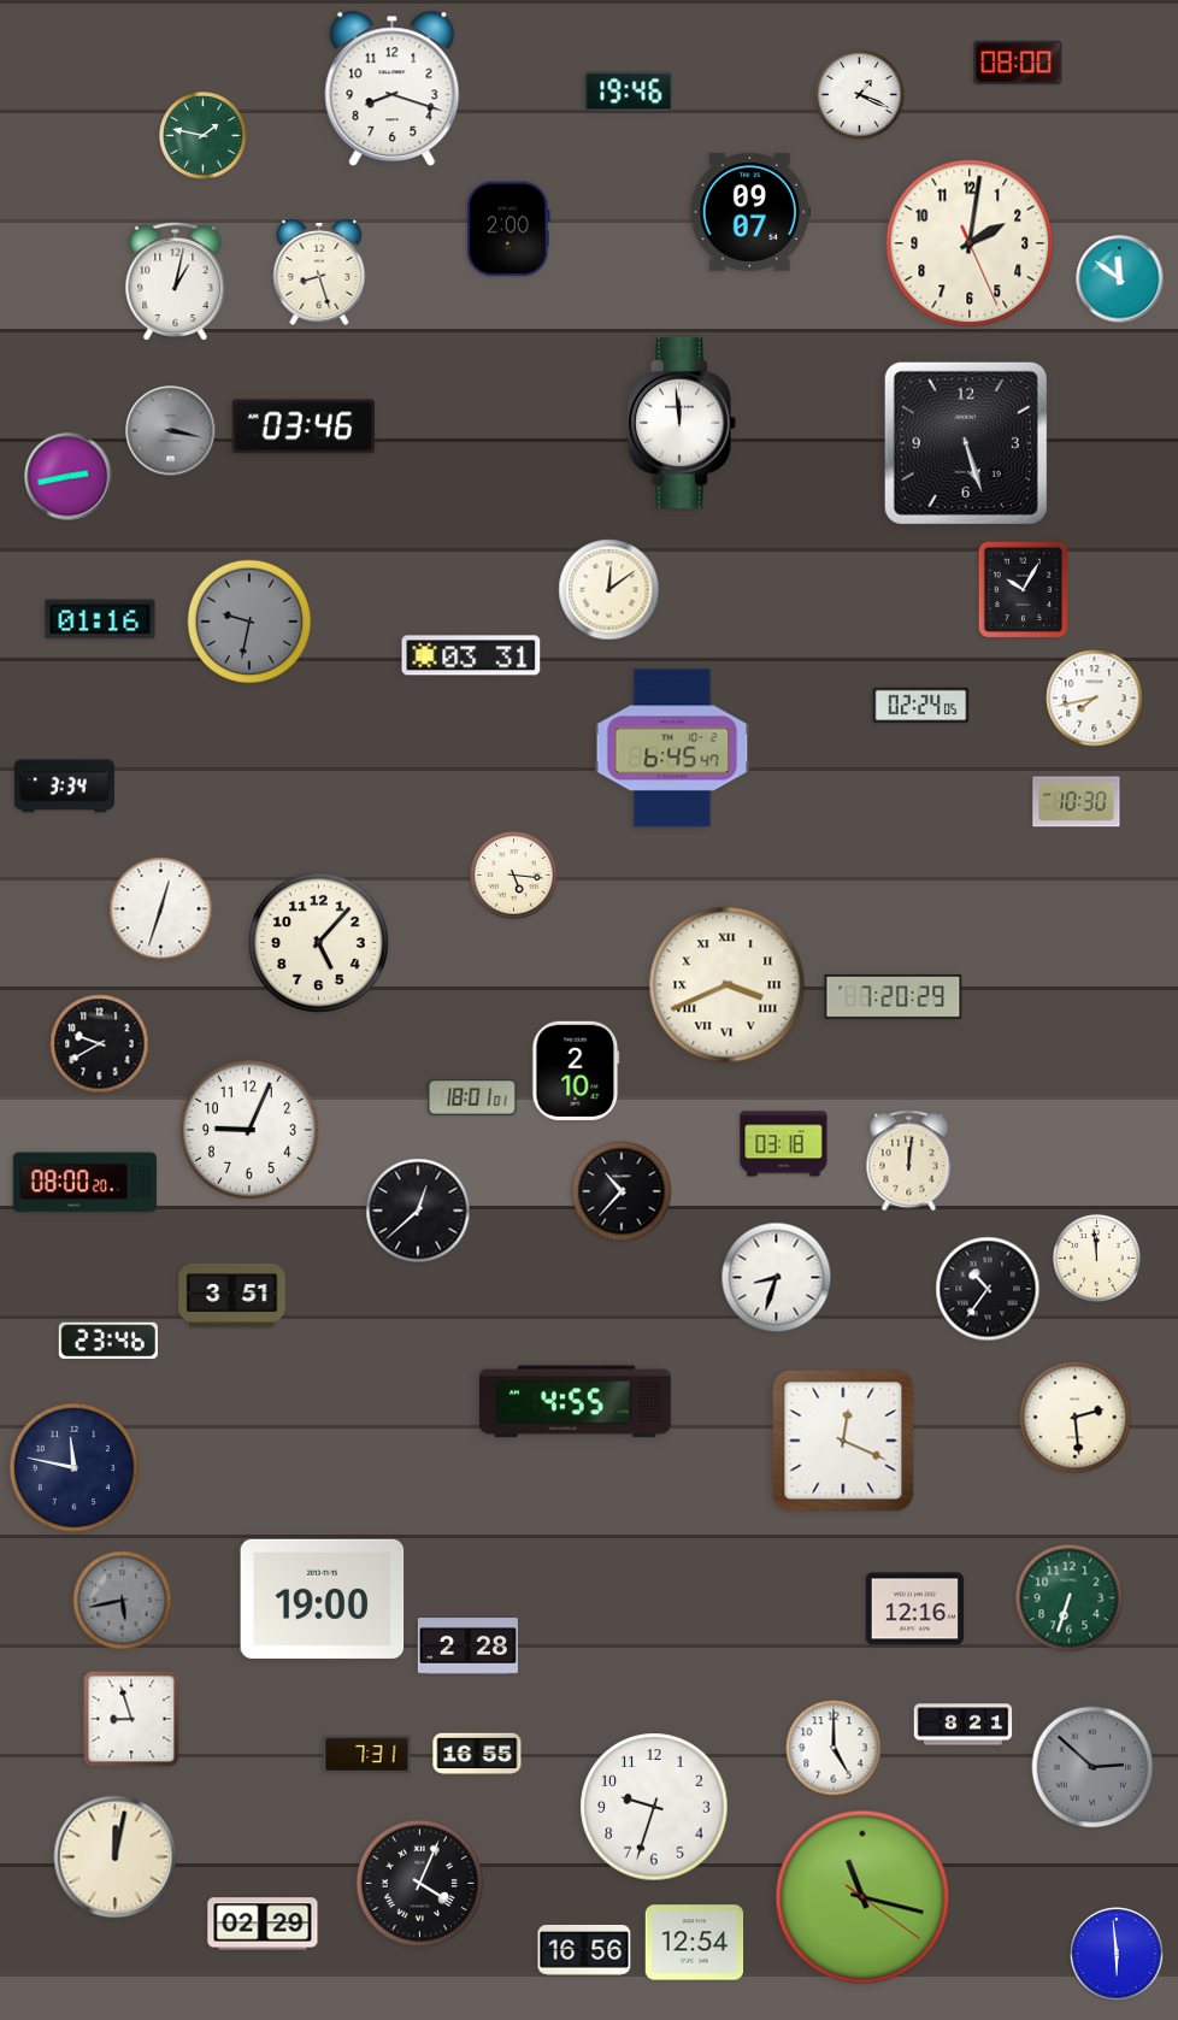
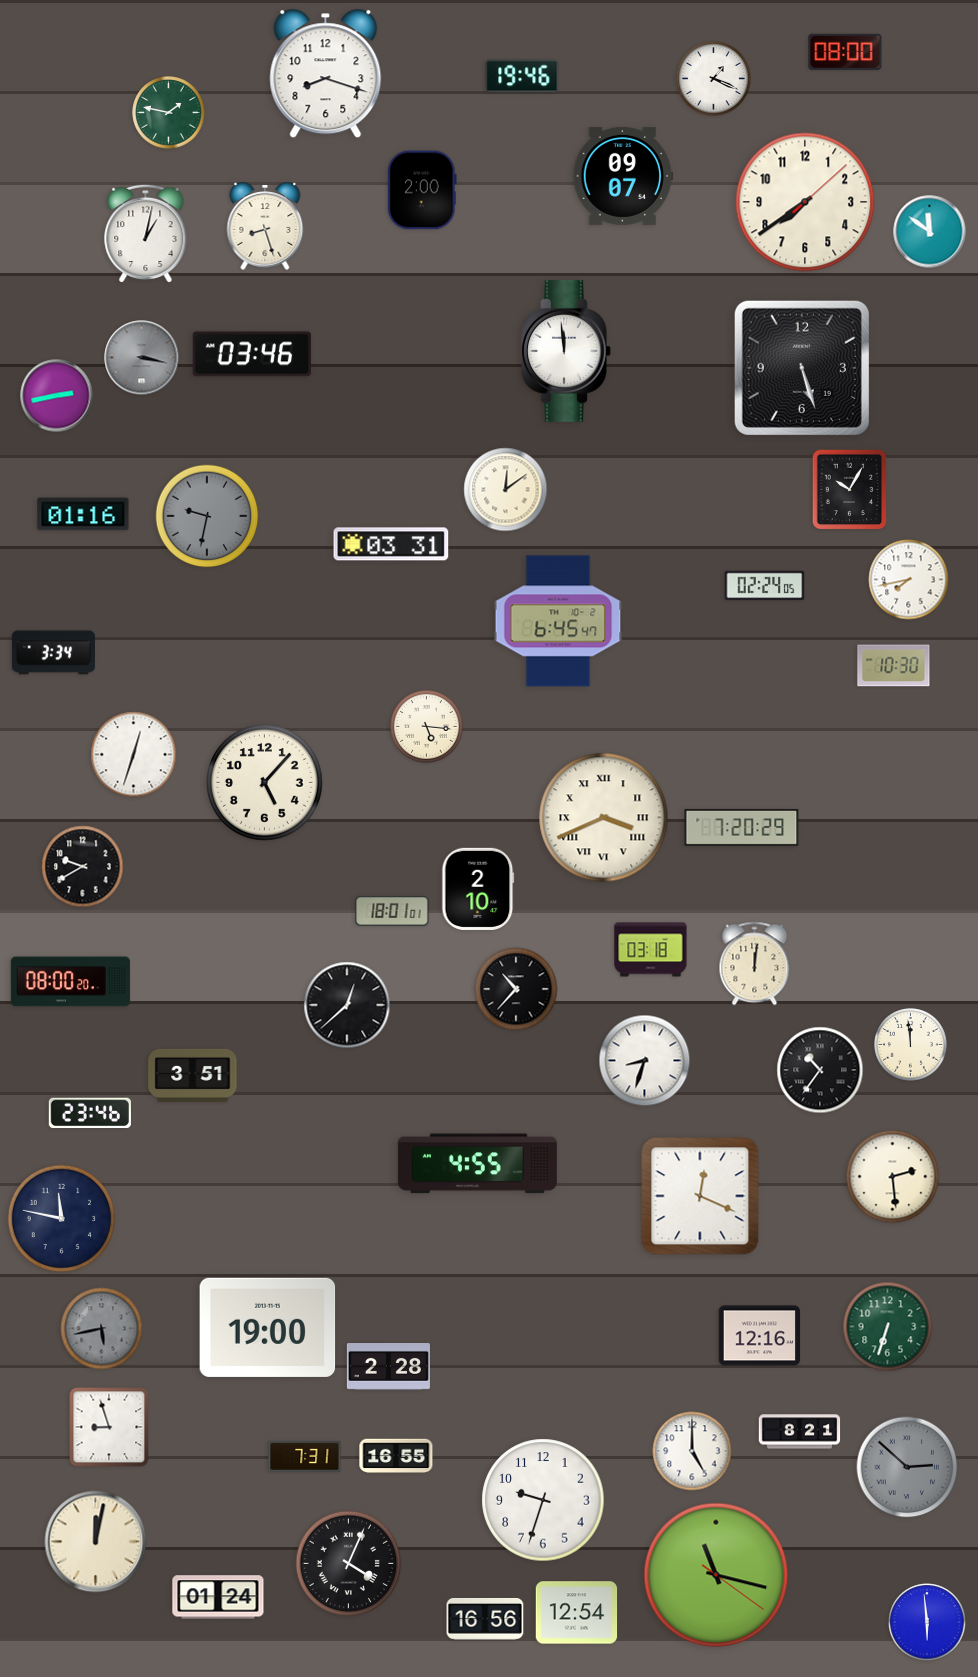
clock at (970, 243): 2:01 -> 7:39
clock at (249, 1130): 9:04 -> none
clock at (263, 1924): 02:29 -> 01:24
